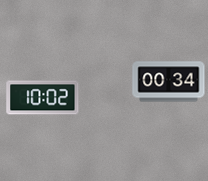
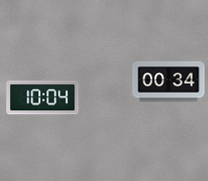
clock at (43, 98): 10:02 -> 10:04
